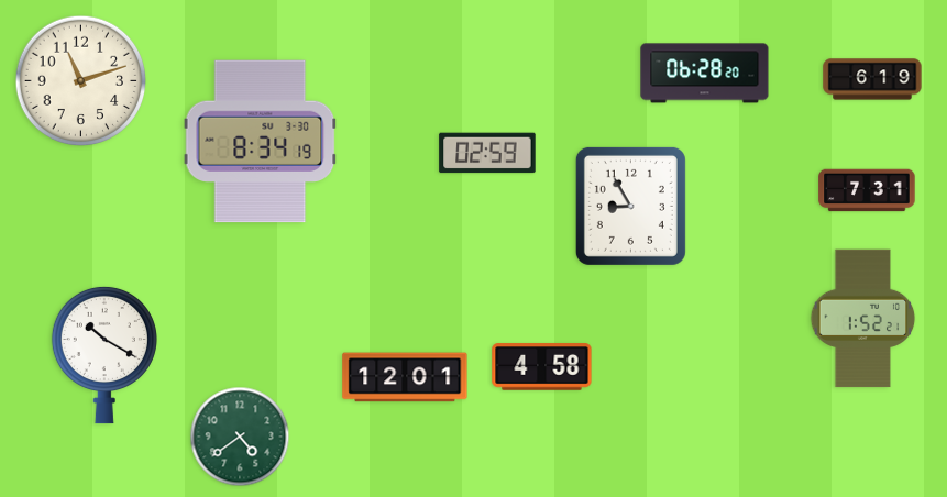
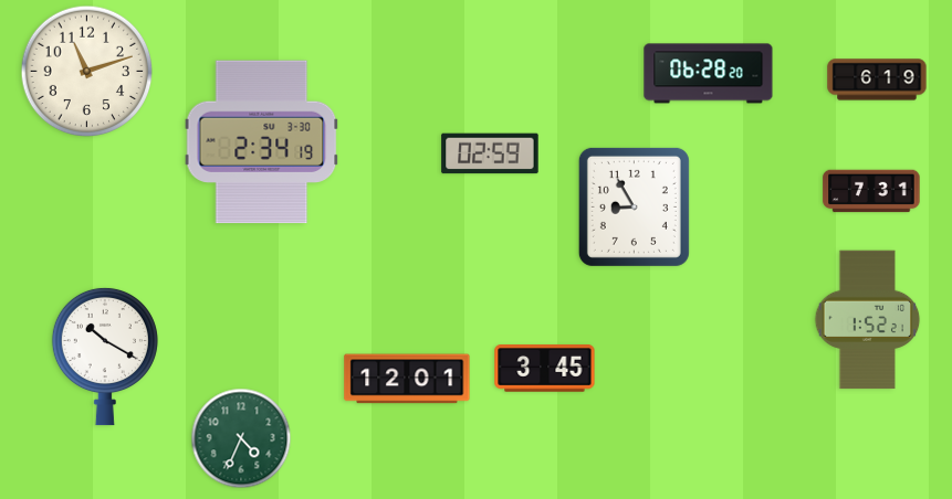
clock at (81, 81) position: (81, 81) -> (87, 72)
clock at (261, 142): 8:34 -> 2:34
clock at (542, 367): 4:58 -> 3:45
clock at (240, 437): 4:39 -> 4:34
